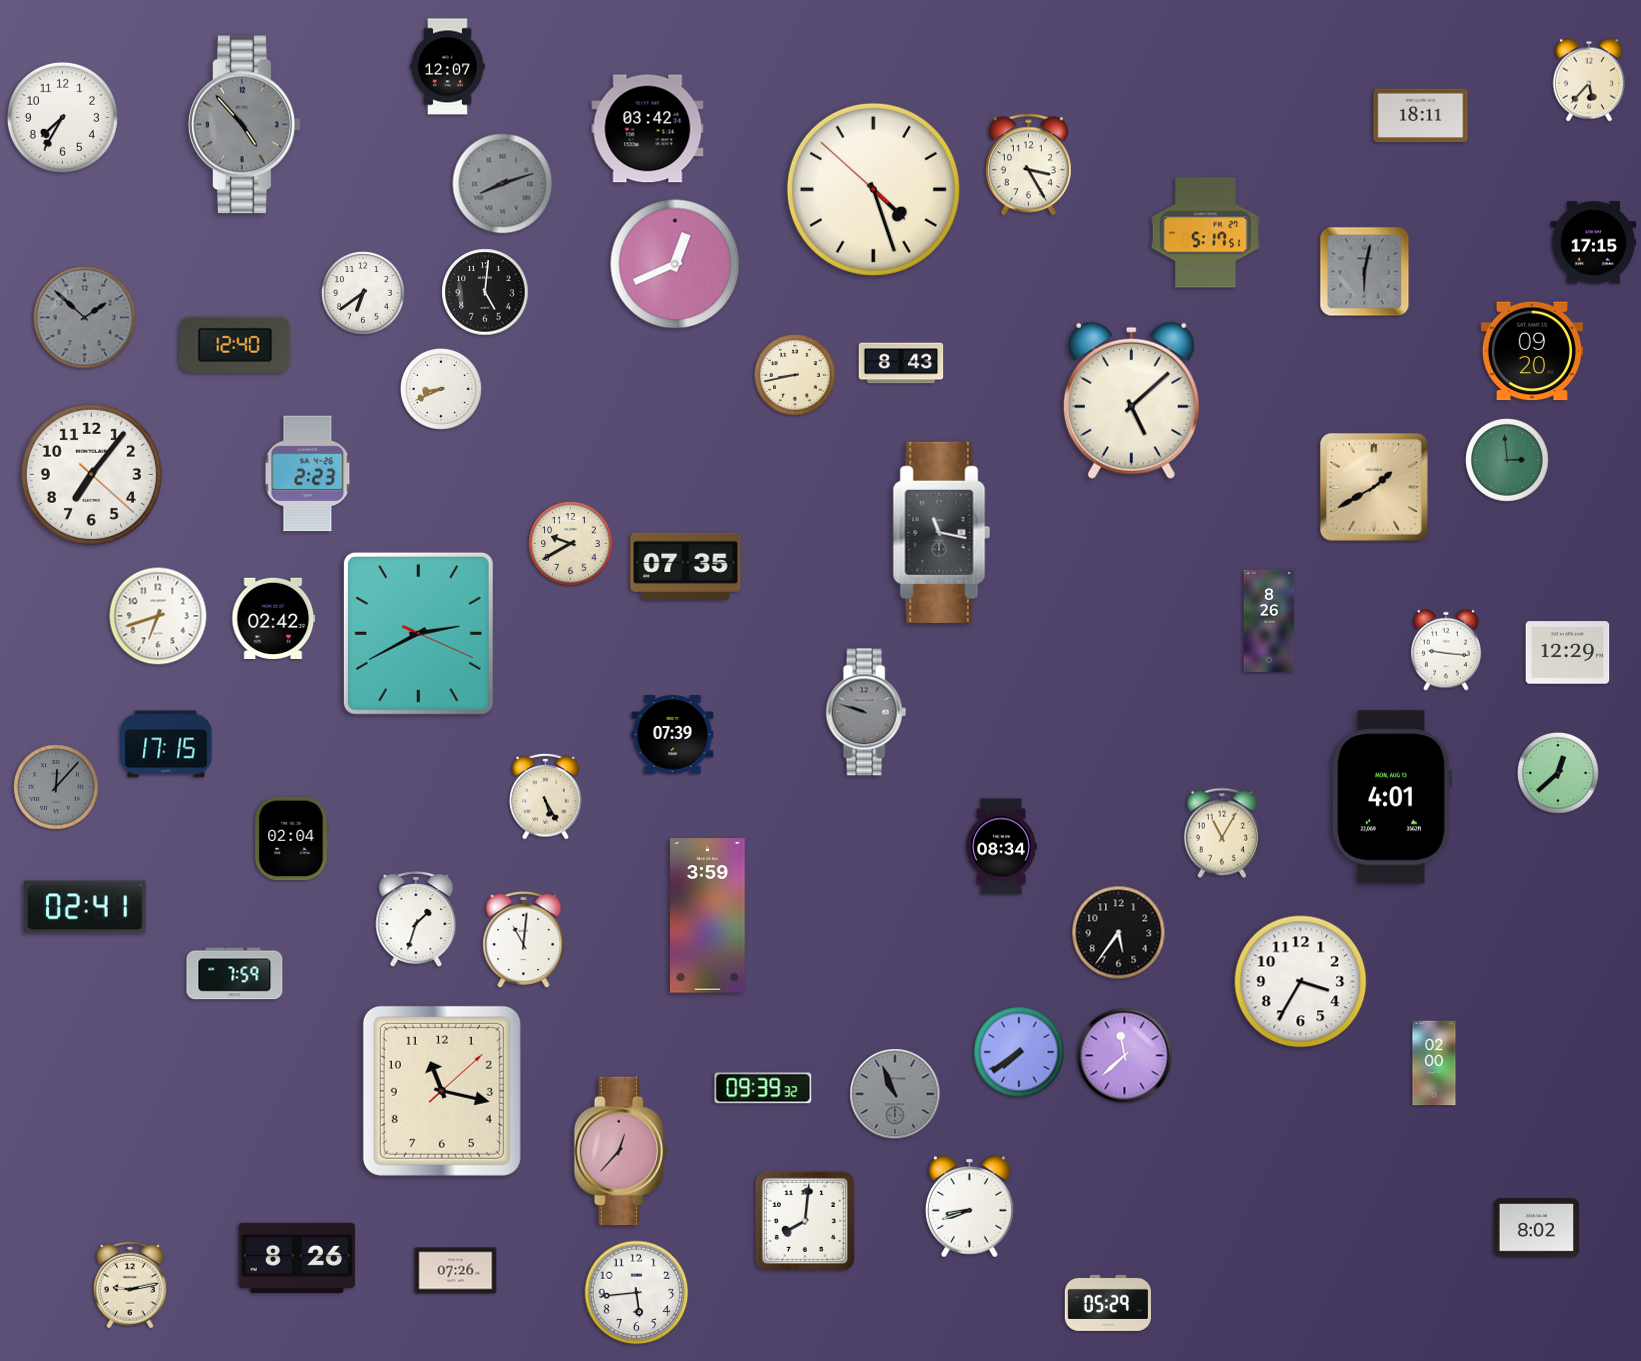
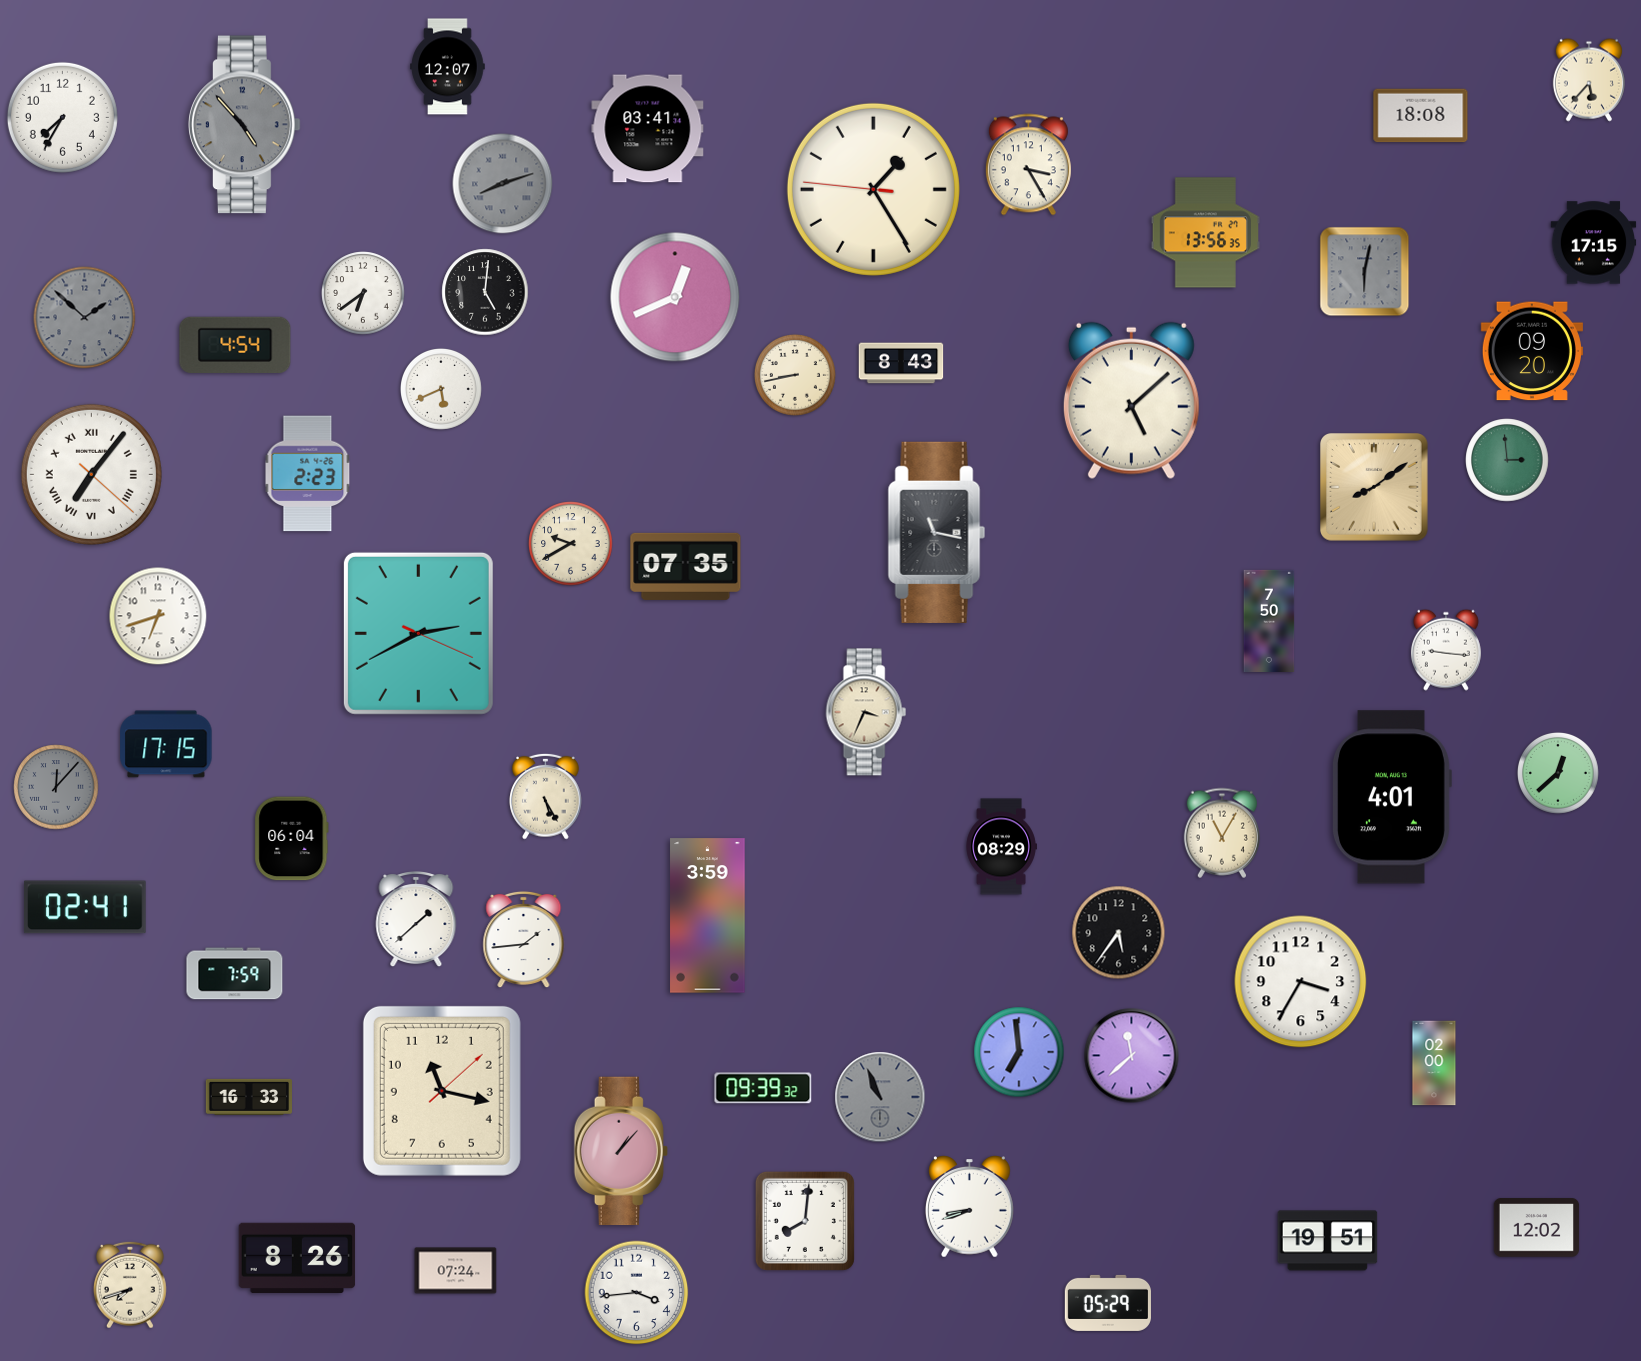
clock at (1421, 116): 18:11 -> 18:08
clock at (648, 129): 03:42 -> 03:41
clock at (873, 189): 4:26 -> 1:24
clock at (1205, 233): 5:17 -> 13:56
clock at (675, 264) position: (675, 264) -> (675, 297)
clock at (235, 345): 12:40 -> 4:54
clock at (441, 389): 8:41 -> 5:41
clock at (91, 474) numerals: Arabic -> Roman
clock at (1375, 488): 1:40 -> 8:09
clock at (942, 532) position: (942, 532) -> (937, 532)
clock at (274, 618): 02:42 -> none
clock at (1269, 620): 8:26 -> 7:50
clock at (1568, 653): 12:29 -> none
clock at (866, 712): 9:48 -> 3:34
clock at (866, 712) dial: grey -> cream
clock at (673, 735): 07:39 -> none
clock at (292, 839): 02:04 -> 06:04
clock at (1001, 847): 08:34 -> 08:29
clock at (416, 920): 1:33 -> 1:38
clock at (524, 940): 11:01 -> 1:44
clock at (1019, 1052): 7:39 -> 6:59
clock at (1125, 1056) position: (1125, 1056) -> (1132, 1056)
clock at (895, 1094) position: (895, 1094) -> (880, 1097)
clock at (248, 1097): none -> 16:33
clock at (621, 1151): 12:37 -> 1:07
clock at (1537, 1228): 8:02 -> 12:02
clock at (1328, 1241): none -> 19:51
clock at (456, 1271): 07:26 -> 07:24
clock at (130, 1285): 9:13 -> 7:42
clock at (637, 1293): 5:44 -> 3:44
